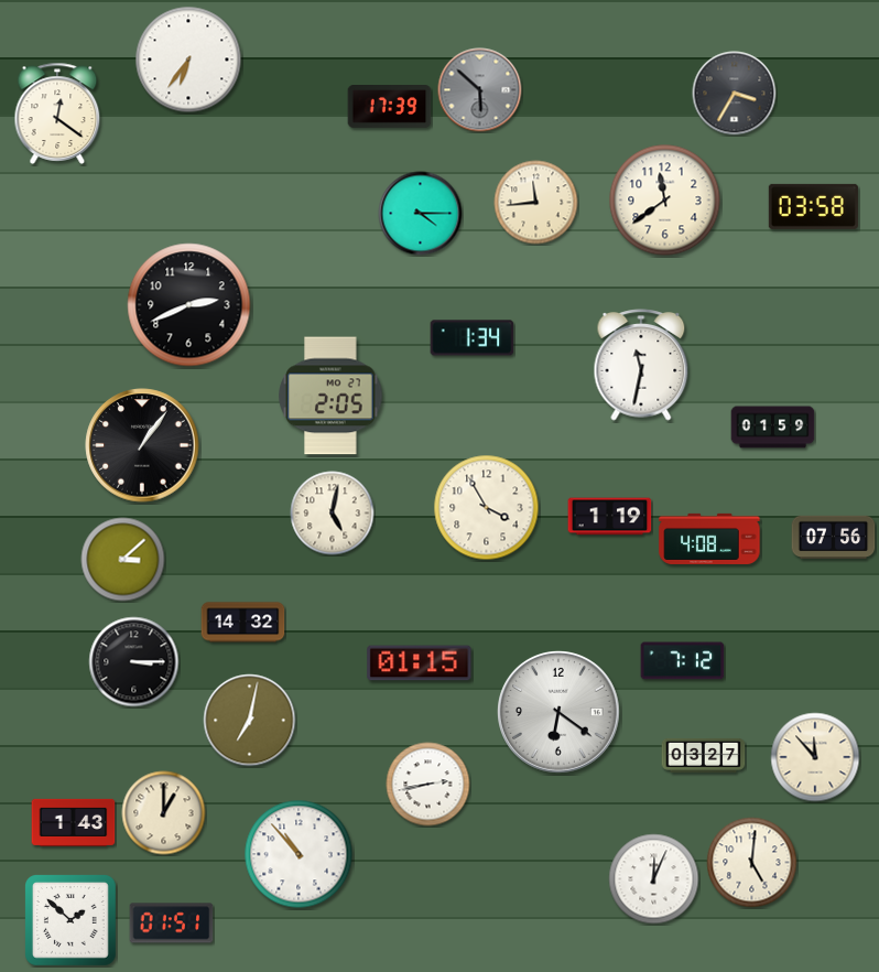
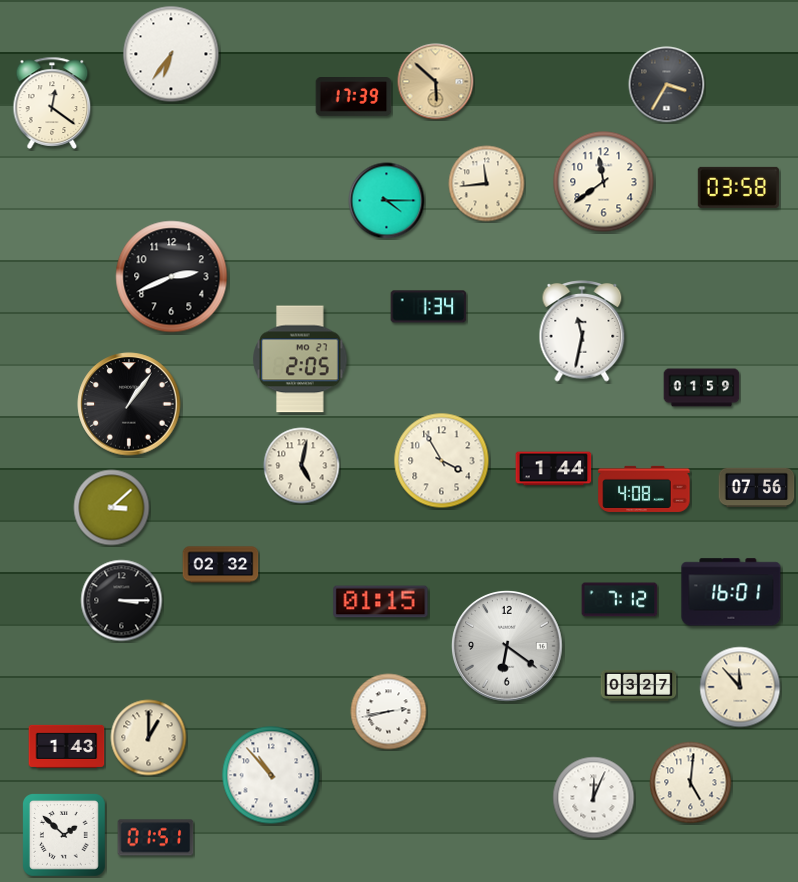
clock at (480, 90) dial: grey -> champagne
clock at (421, 214) position: (421, 214) -> (387, 201)
clock at (610, 517): 1:19 -> 1:44
clock at (243, 623): 14:32 -> 02:32
clock at (731, 592): none -> 16:01
clock at (250, 721): 7:02 -> none
clock at (752, 863) position: (752, 863) -> (691, 783)
